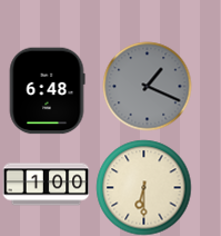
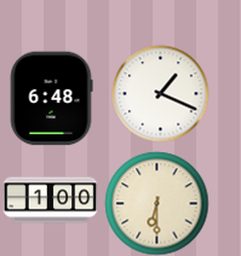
clock at (147, 86) dial: grey -> white
